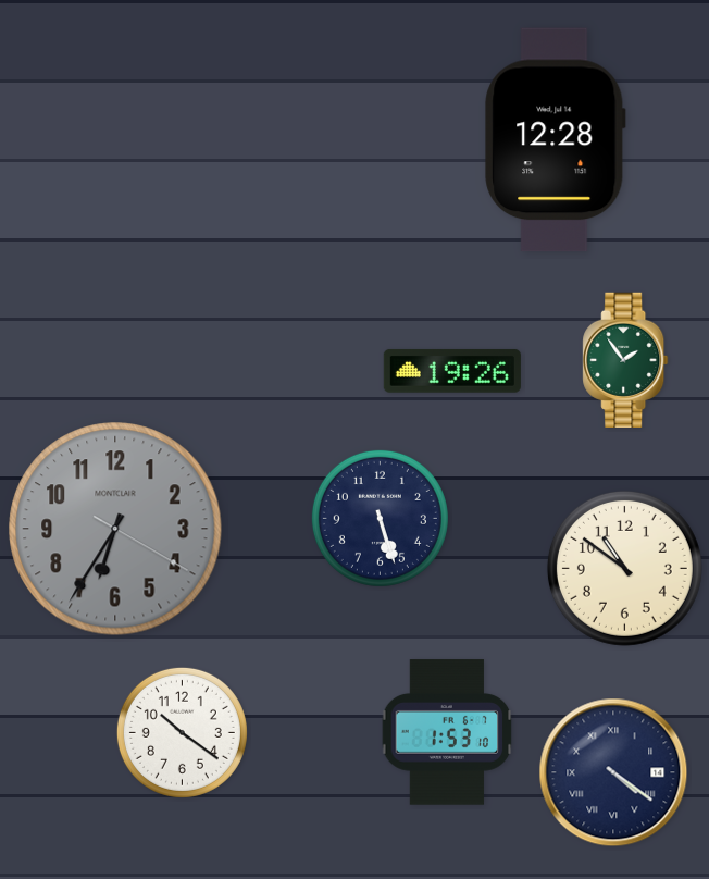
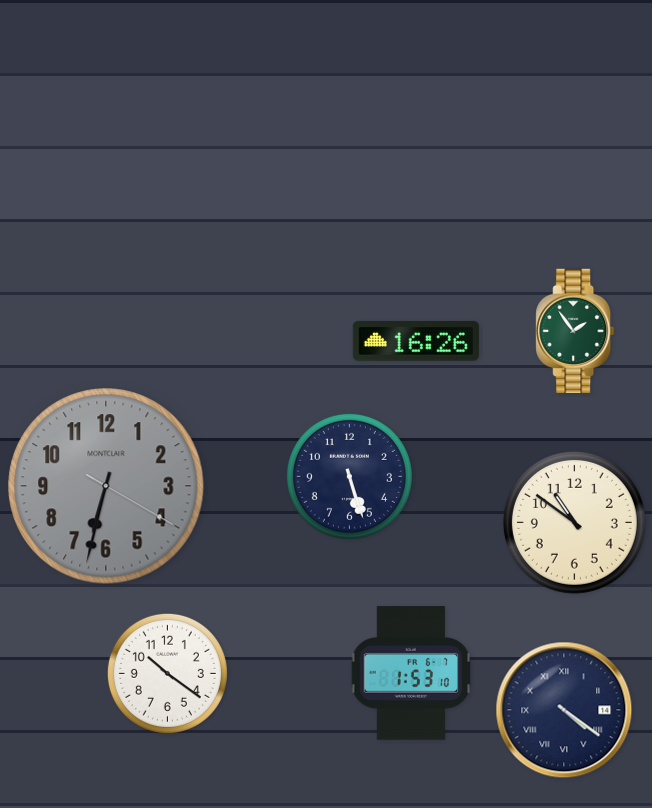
clock at (556, 140): 12:28 -> none
clock at (452, 371): 19:26 -> 16:26
clock at (115, 529): 6:35 -> 6:32
